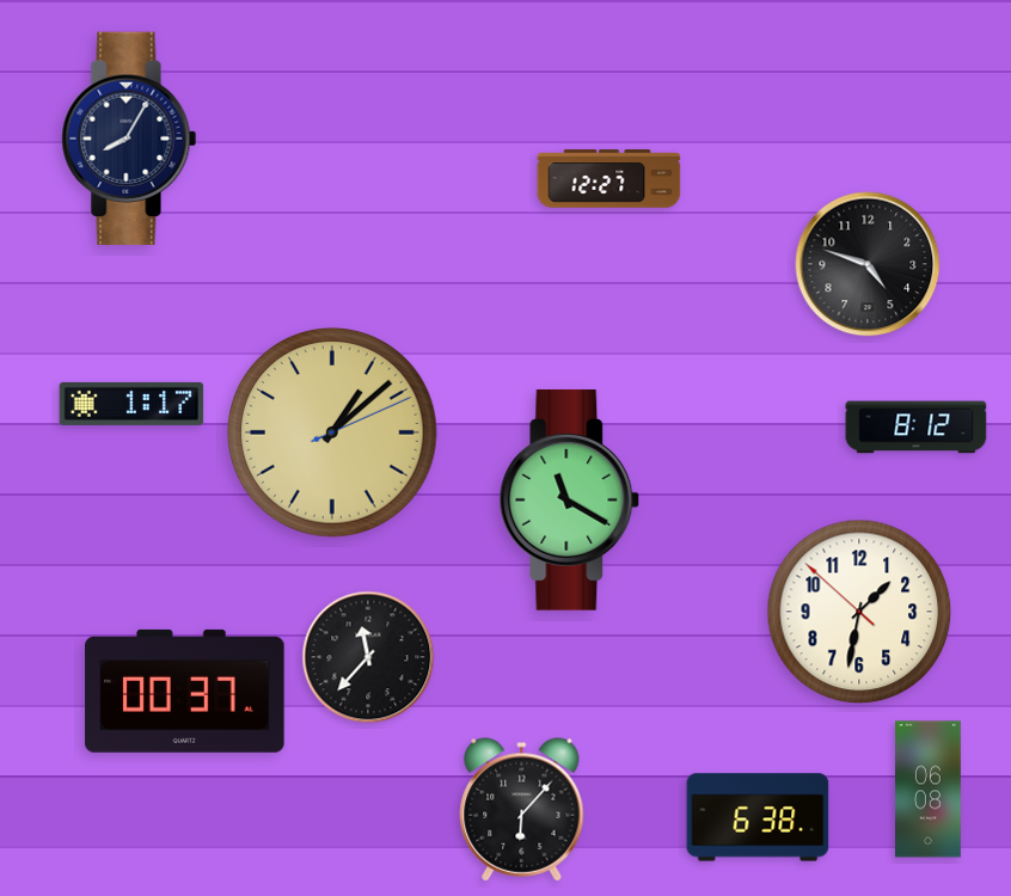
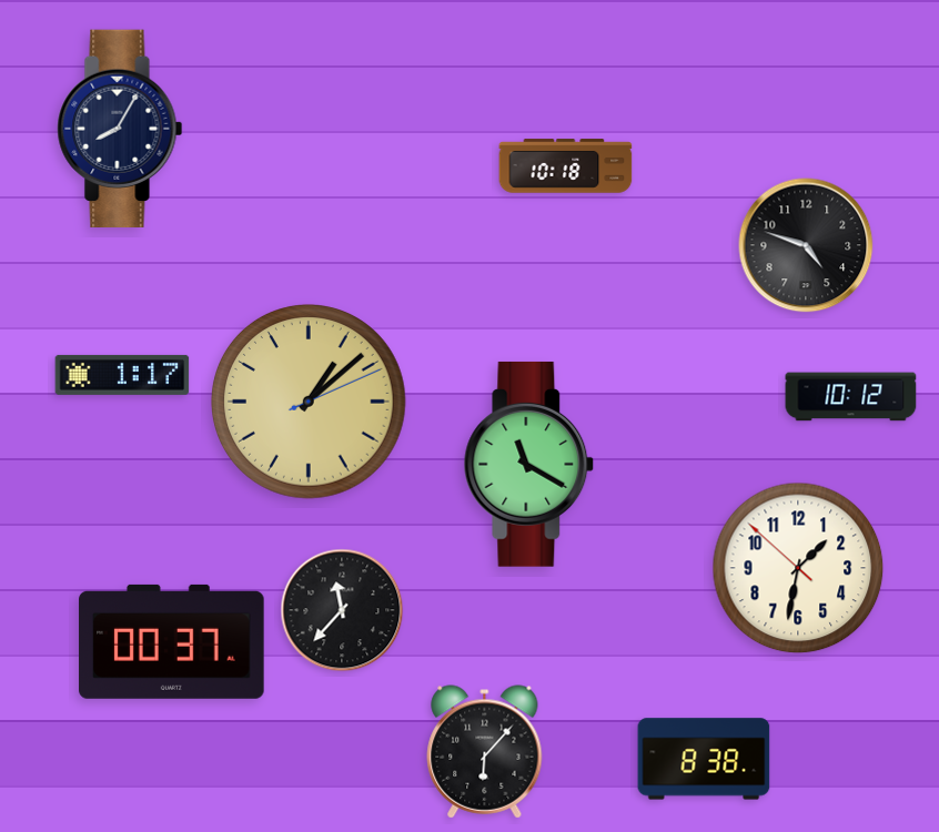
clock at (609, 179): 12:27 -> 10:18
clock at (917, 428): 8:12 -> 10:12
clock at (929, 790): 06:08 -> none
clock at (758, 817): 6:38 -> 8:38
